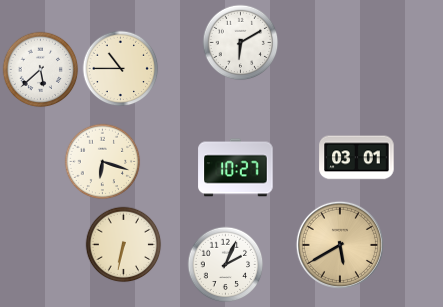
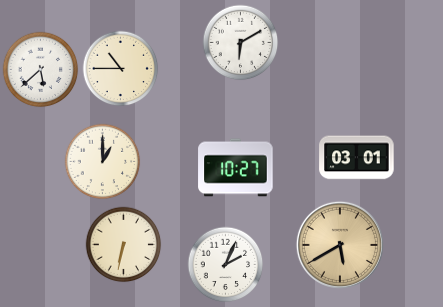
clock at (103, 162): 6:18 -> 1:00
